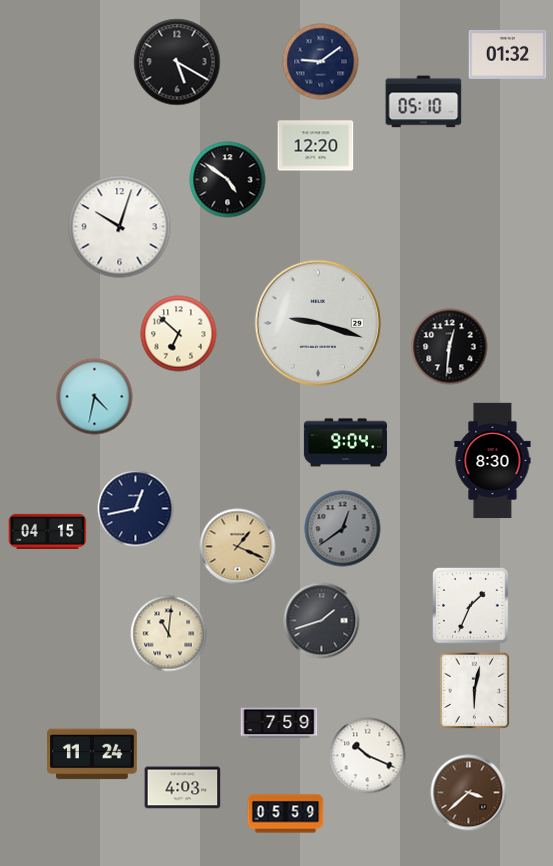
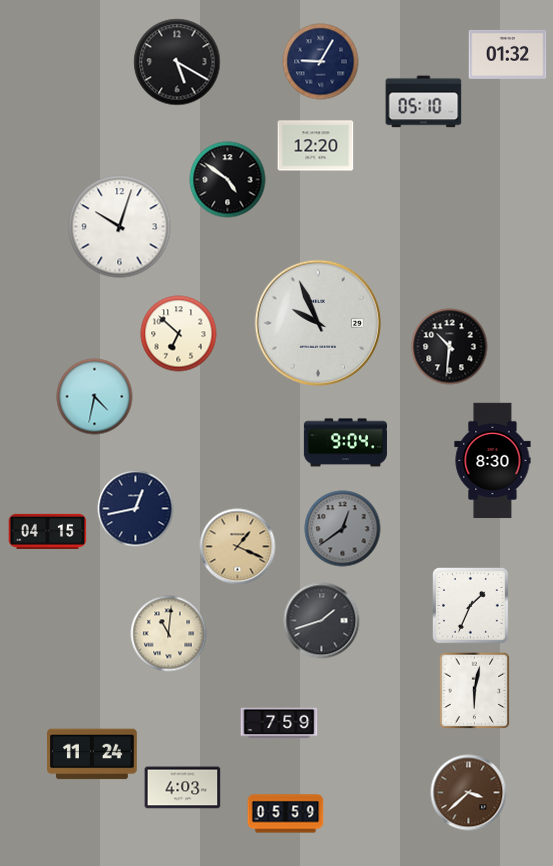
clock at (321, 62): 9:09 -> 9:05
clock at (317, 322): 9:18 -> 9:56
clock at (450, 347): 12:31 -> 10:31
clock at (368, 756): 10:19 -> none
